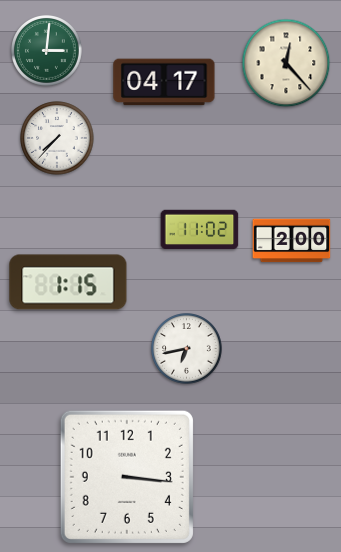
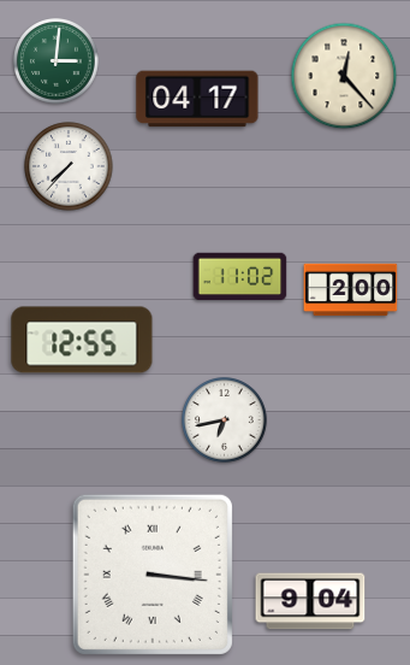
clock at (68, 282): 1:15 -> 12:55
clock at (127, 477) numerals: Arabic -> Roman
clock at (310, 601): none -> 9:04
